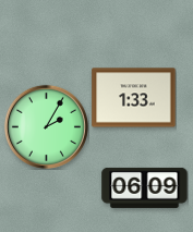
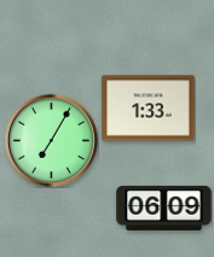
clock at (46, 126): 2:05 -> 7:05
clock at (145, 187) position: (145, 187) -> (164, 208)
